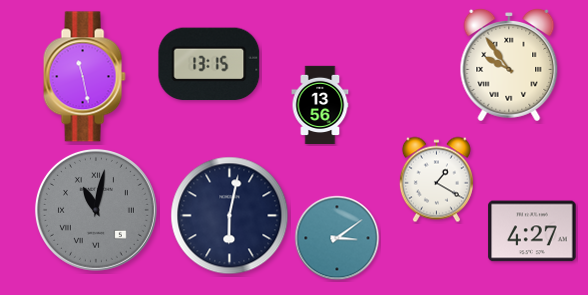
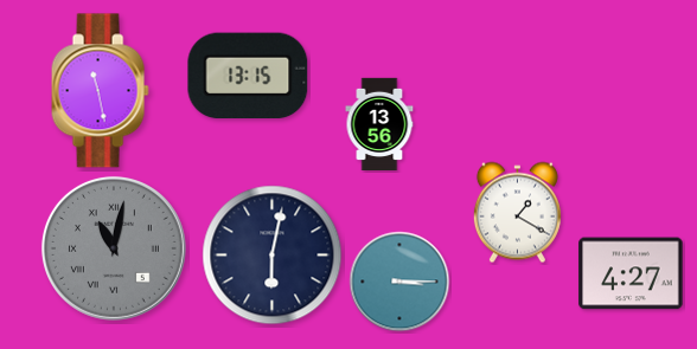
clock at (509, 66): 9:54 -> none
clock at (337, 238): 3:09 -> 3:15
